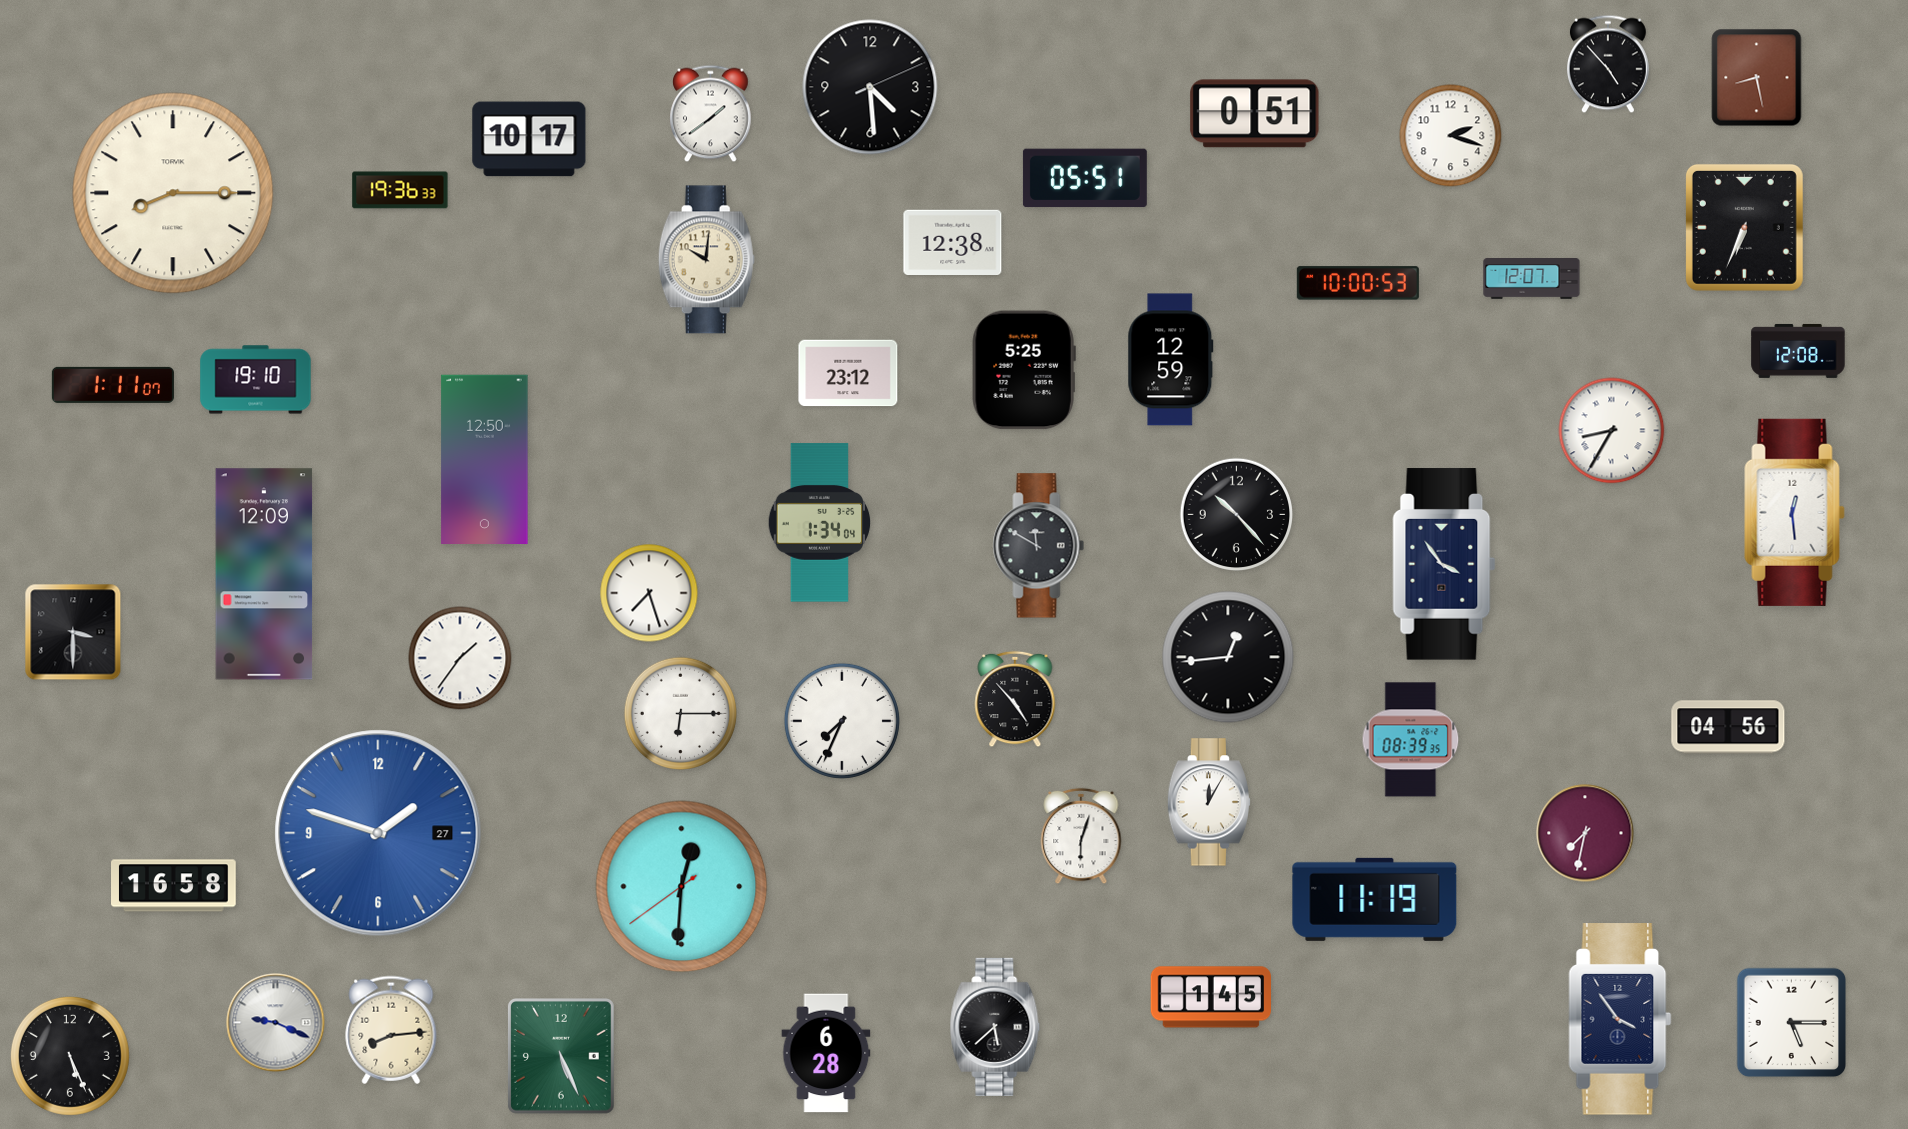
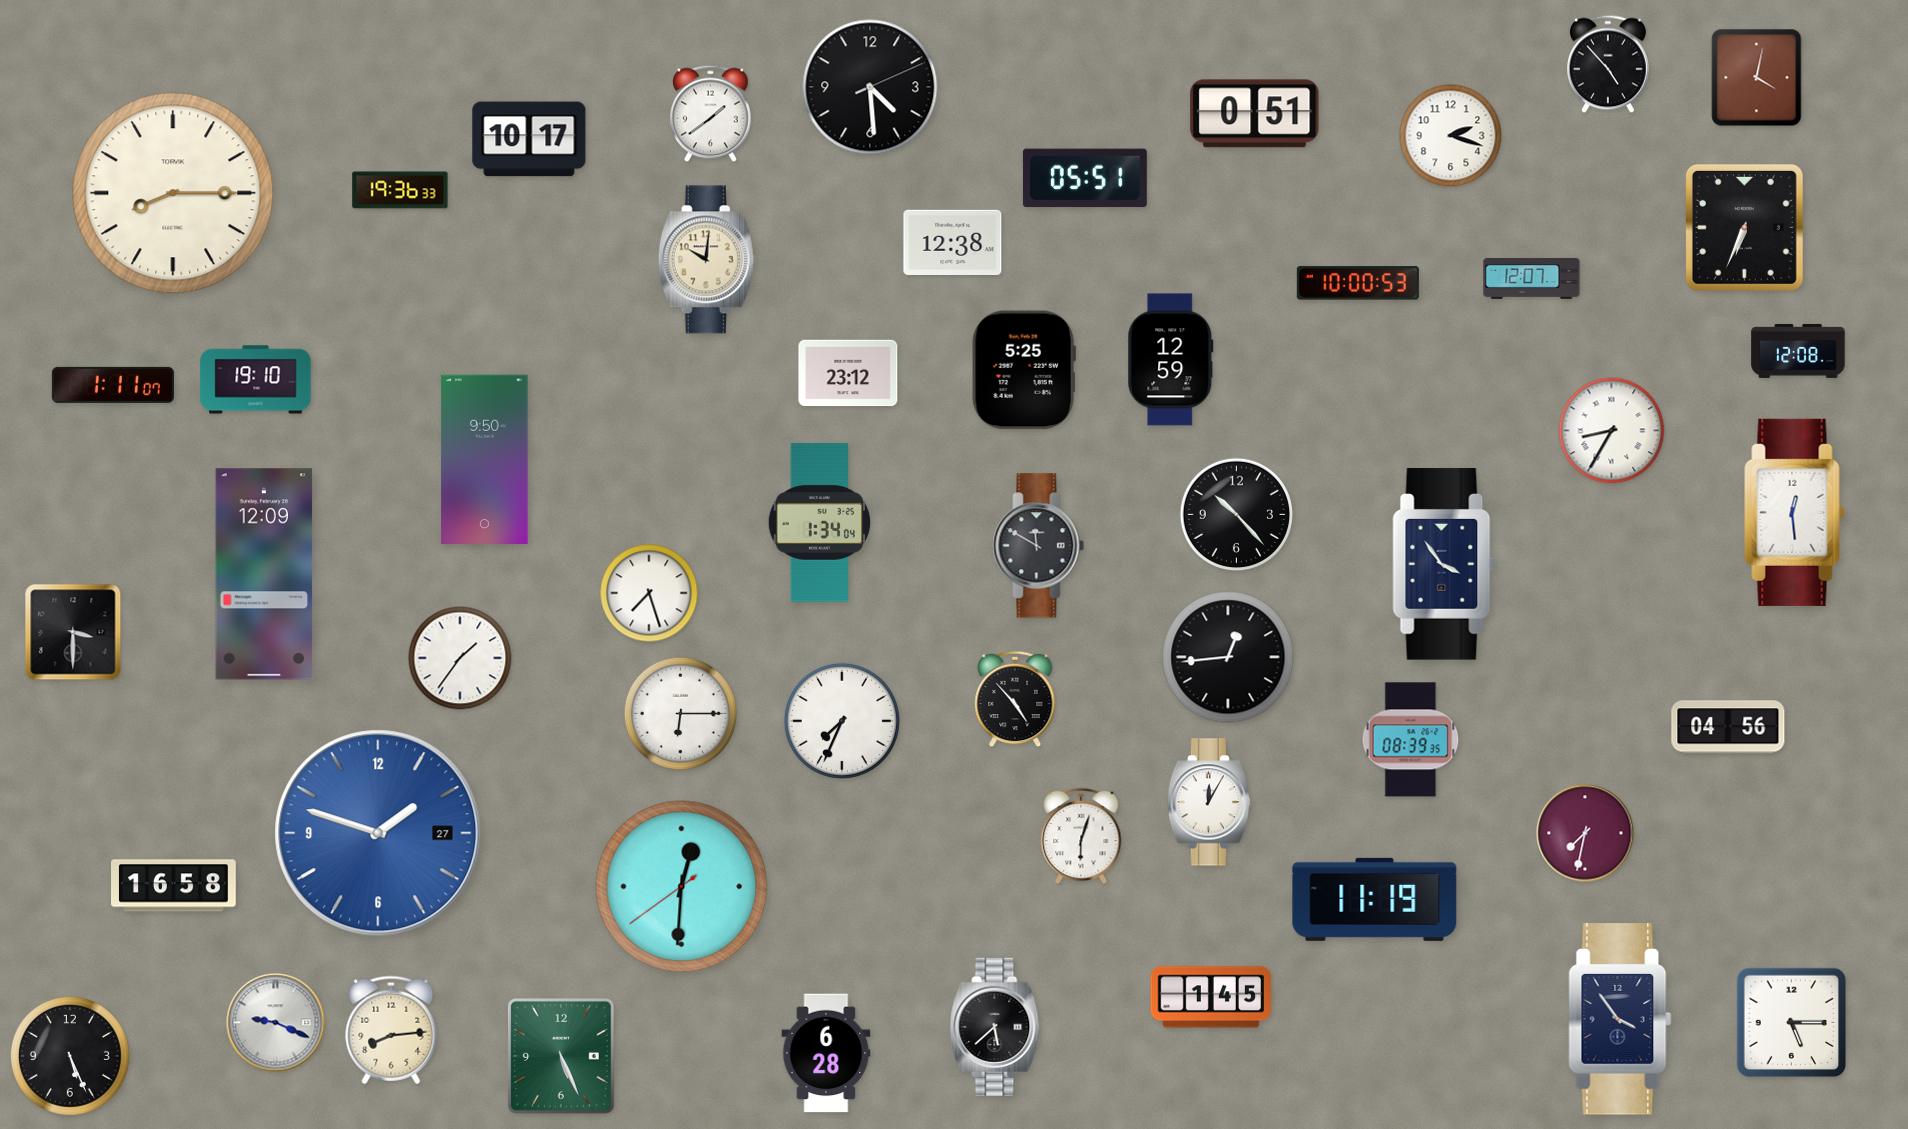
clock at (1757, 78): 8:28 -> 4:02
clock at (485, 459): 12:50 -> 9:50
